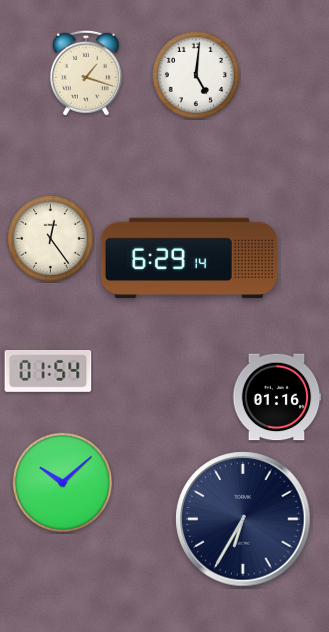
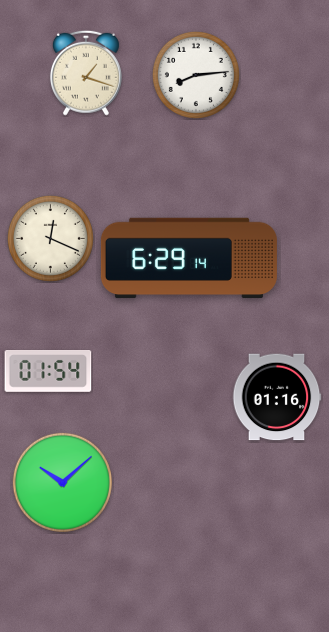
clock at (196, 75): 5:01 -> 8:14
clock at (50, 238): 12:24 -> 12:19
clock at (243, 519): 6:35 -> none
